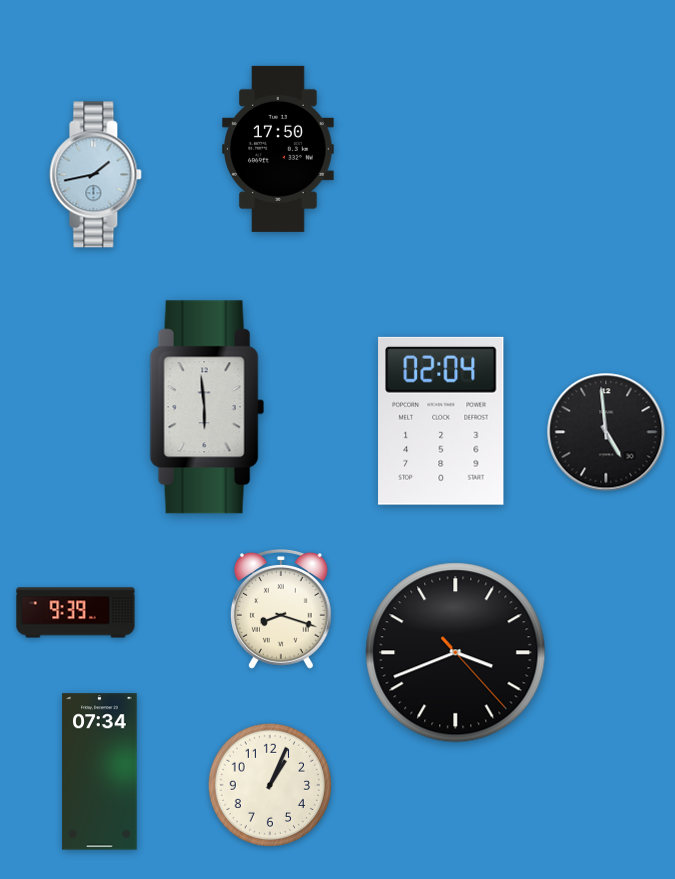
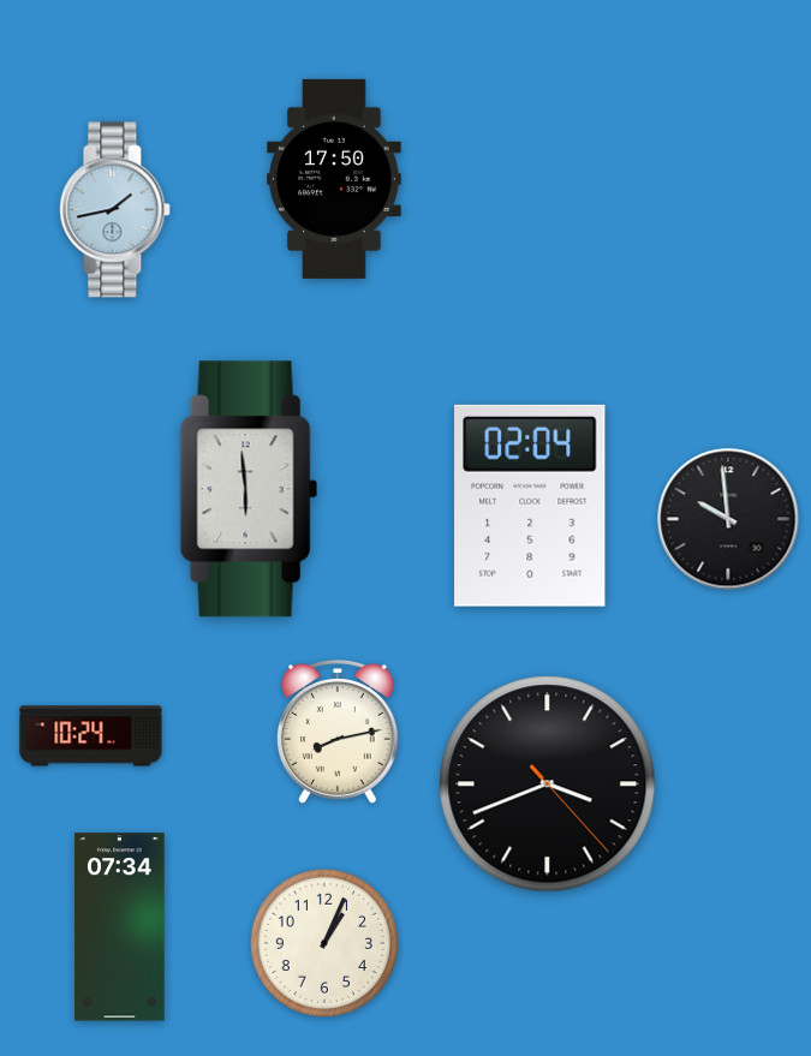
clock at (606, 432): 4:59 -> 9:59
clock at (281, 610): 8:18 -> 8:13
clock at (76, 613): 9:39 -> 10:24
